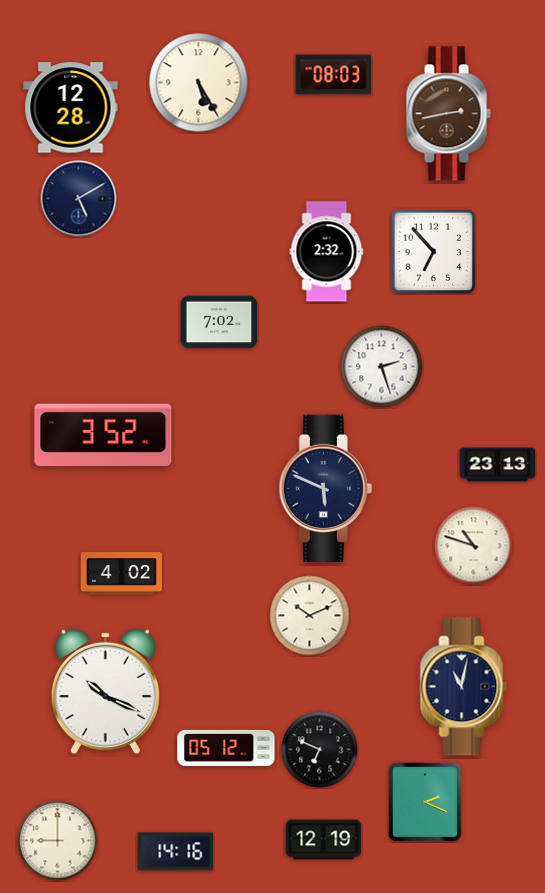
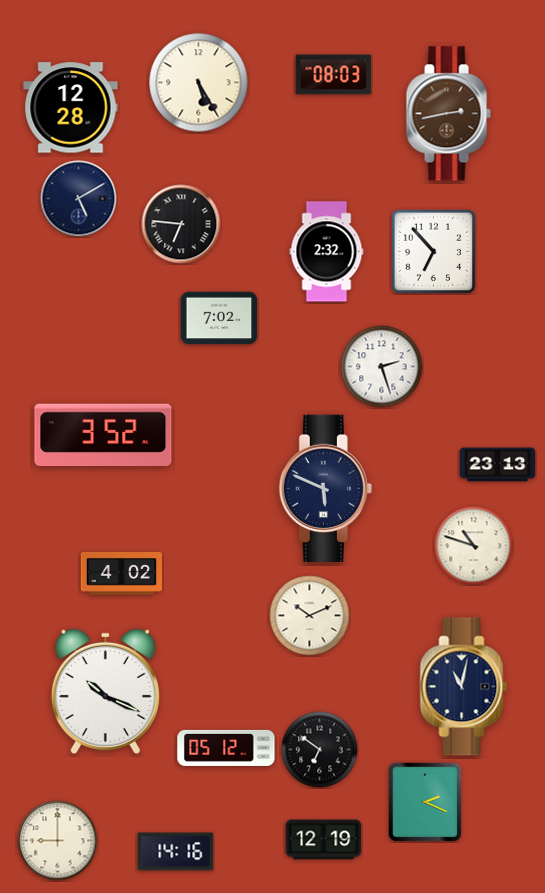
clock at (181, 224): none -> 6:46
clock at (219, 322) position: (219, 322) -> (219, 318)
clock at (320, 750): 6:49 -> 6:51
